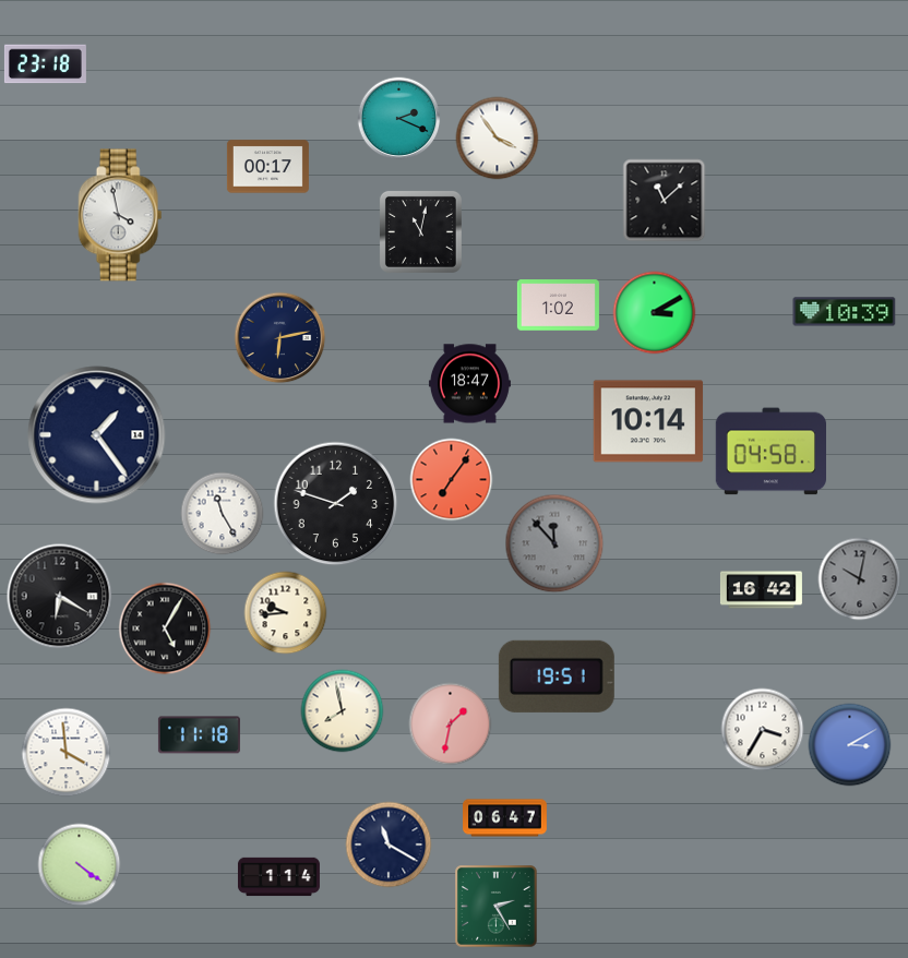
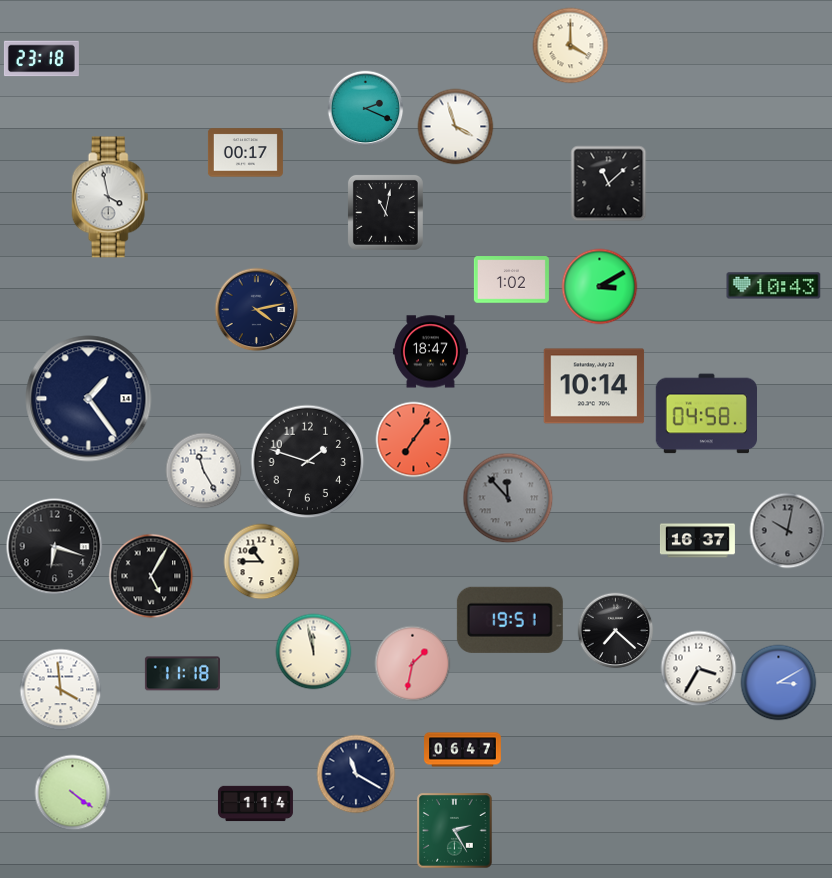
clock at (571, 46): none -> 4:00
clock at (498, 139): 3:54 -> 3:57
clock at (845, 312): 10:39 -> 10:43
clock at (280, 338): 6:13 -> 4:13
clock at (761, 590): 16:42 -> 16:37
clock at (60, 597): 6:20 -> 6:18
clock at (286, 613): 9:44 -> 10:45
clock at (616, 631): none -> 7:22
clock at (343, 711): 7:58 -> 11:58
